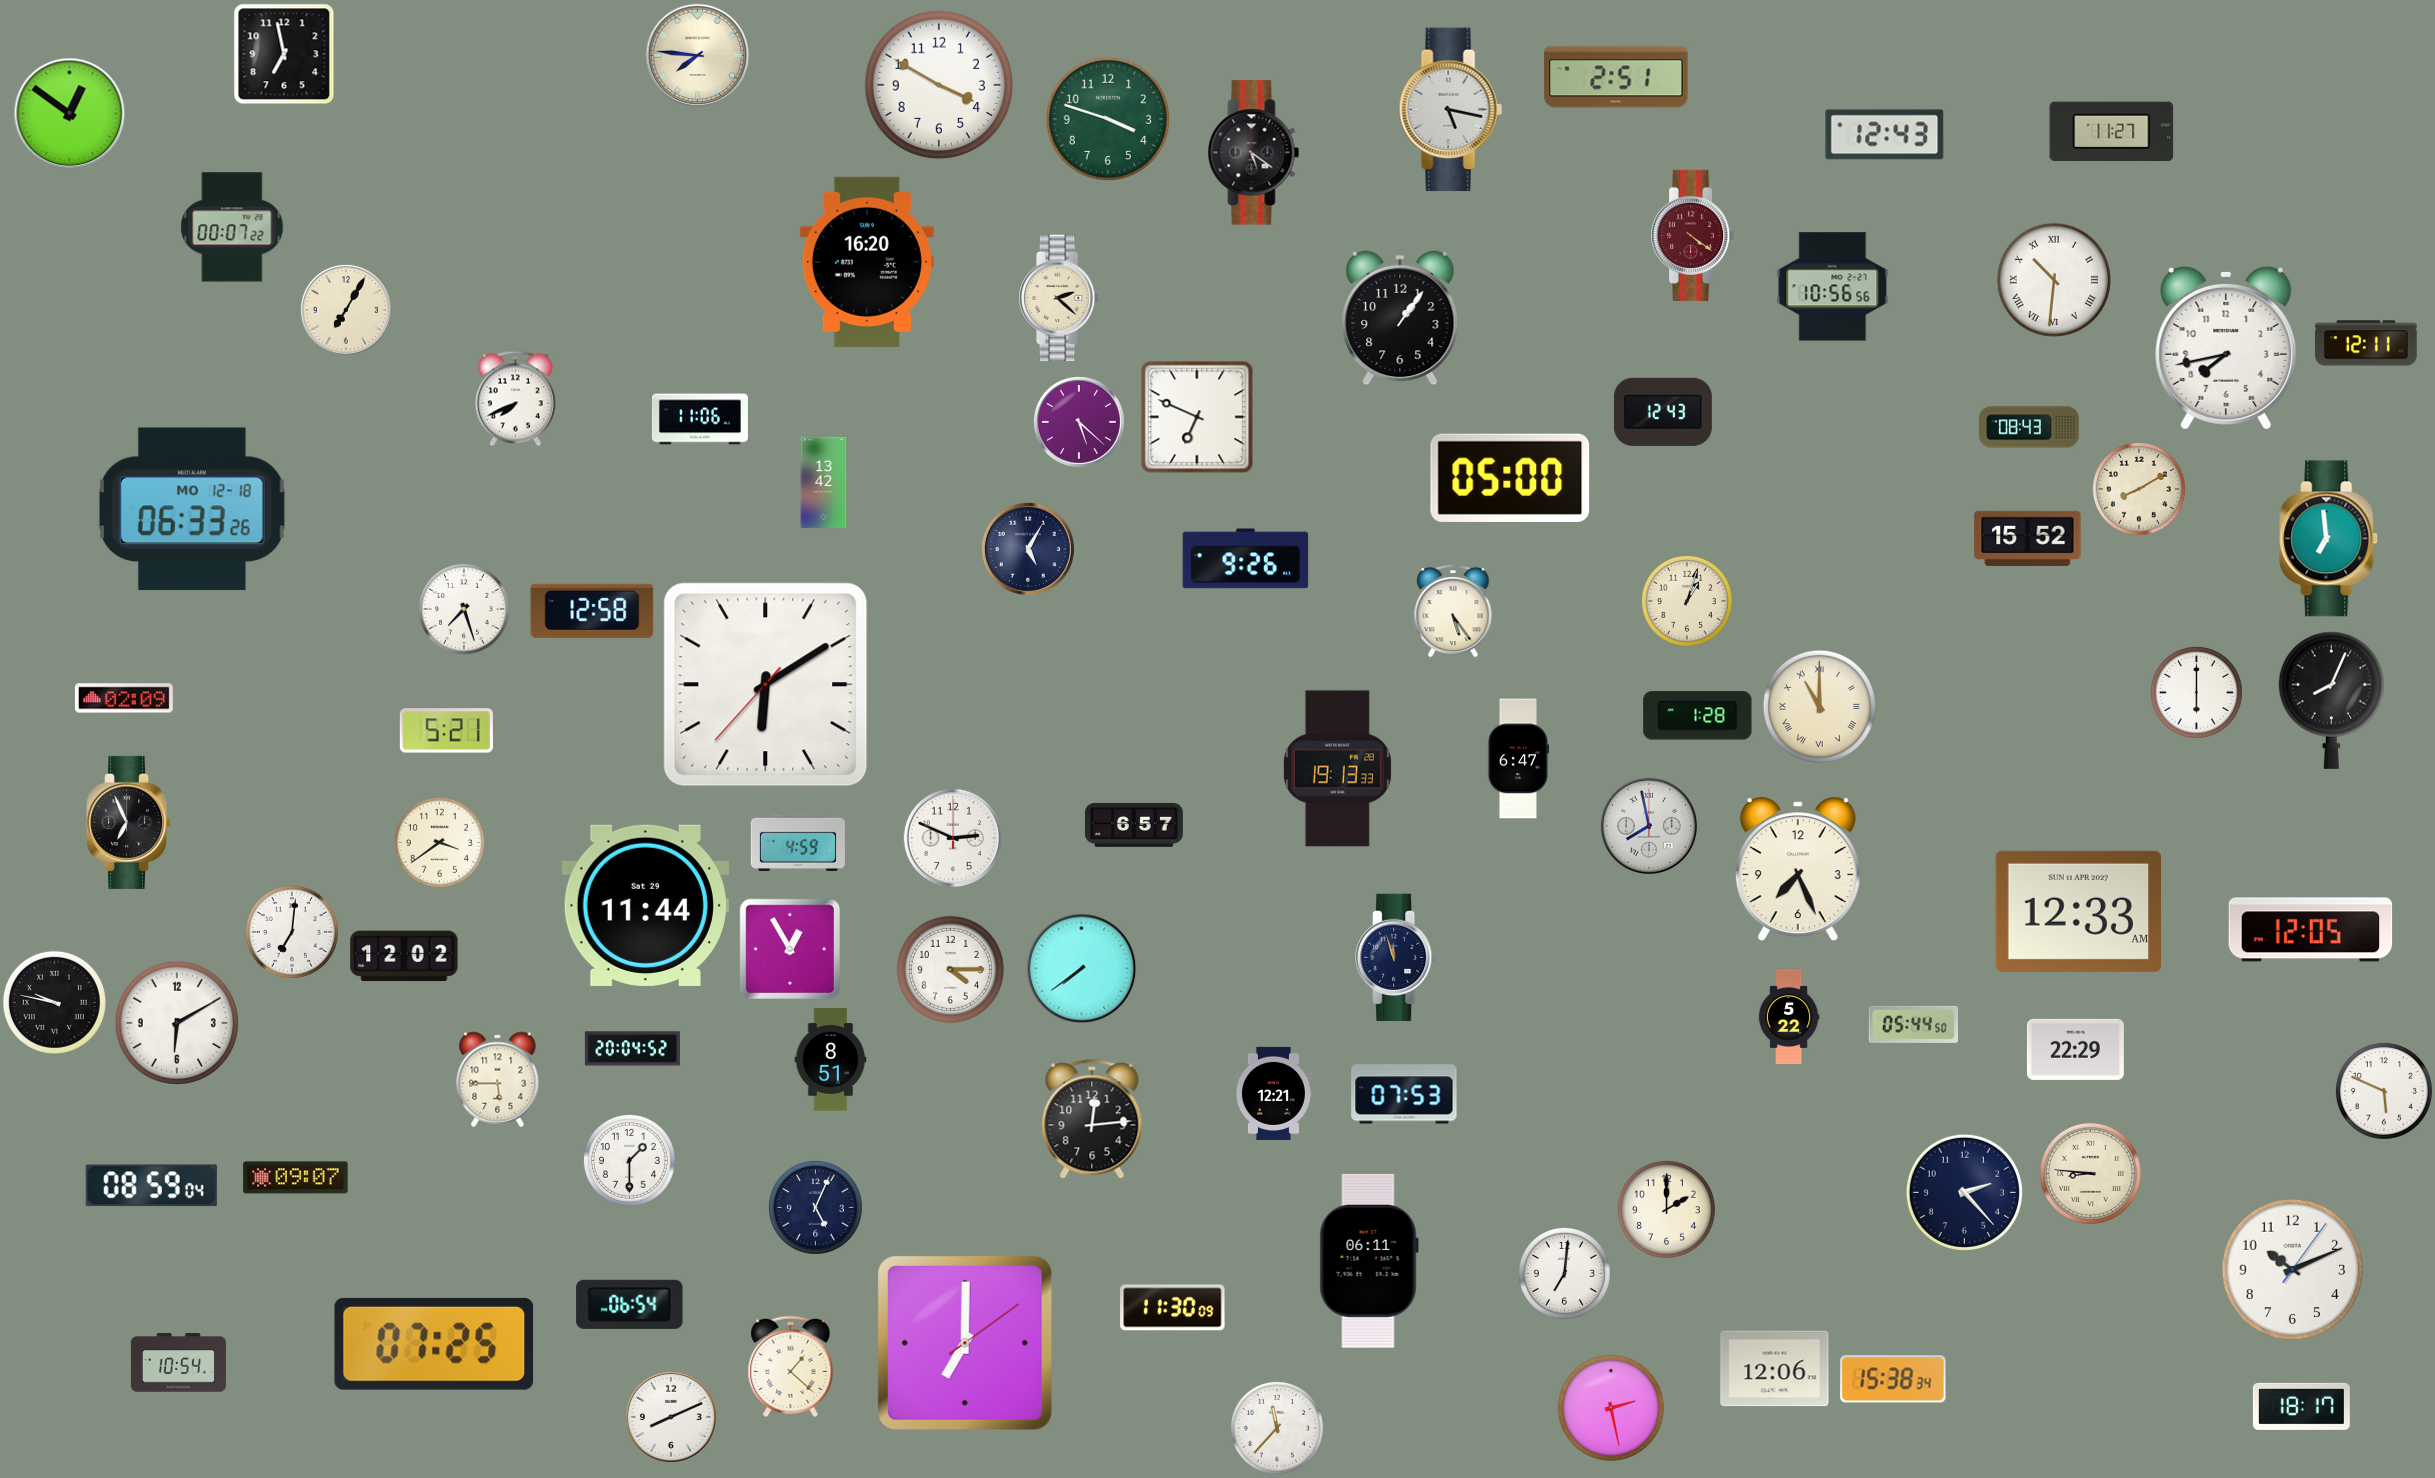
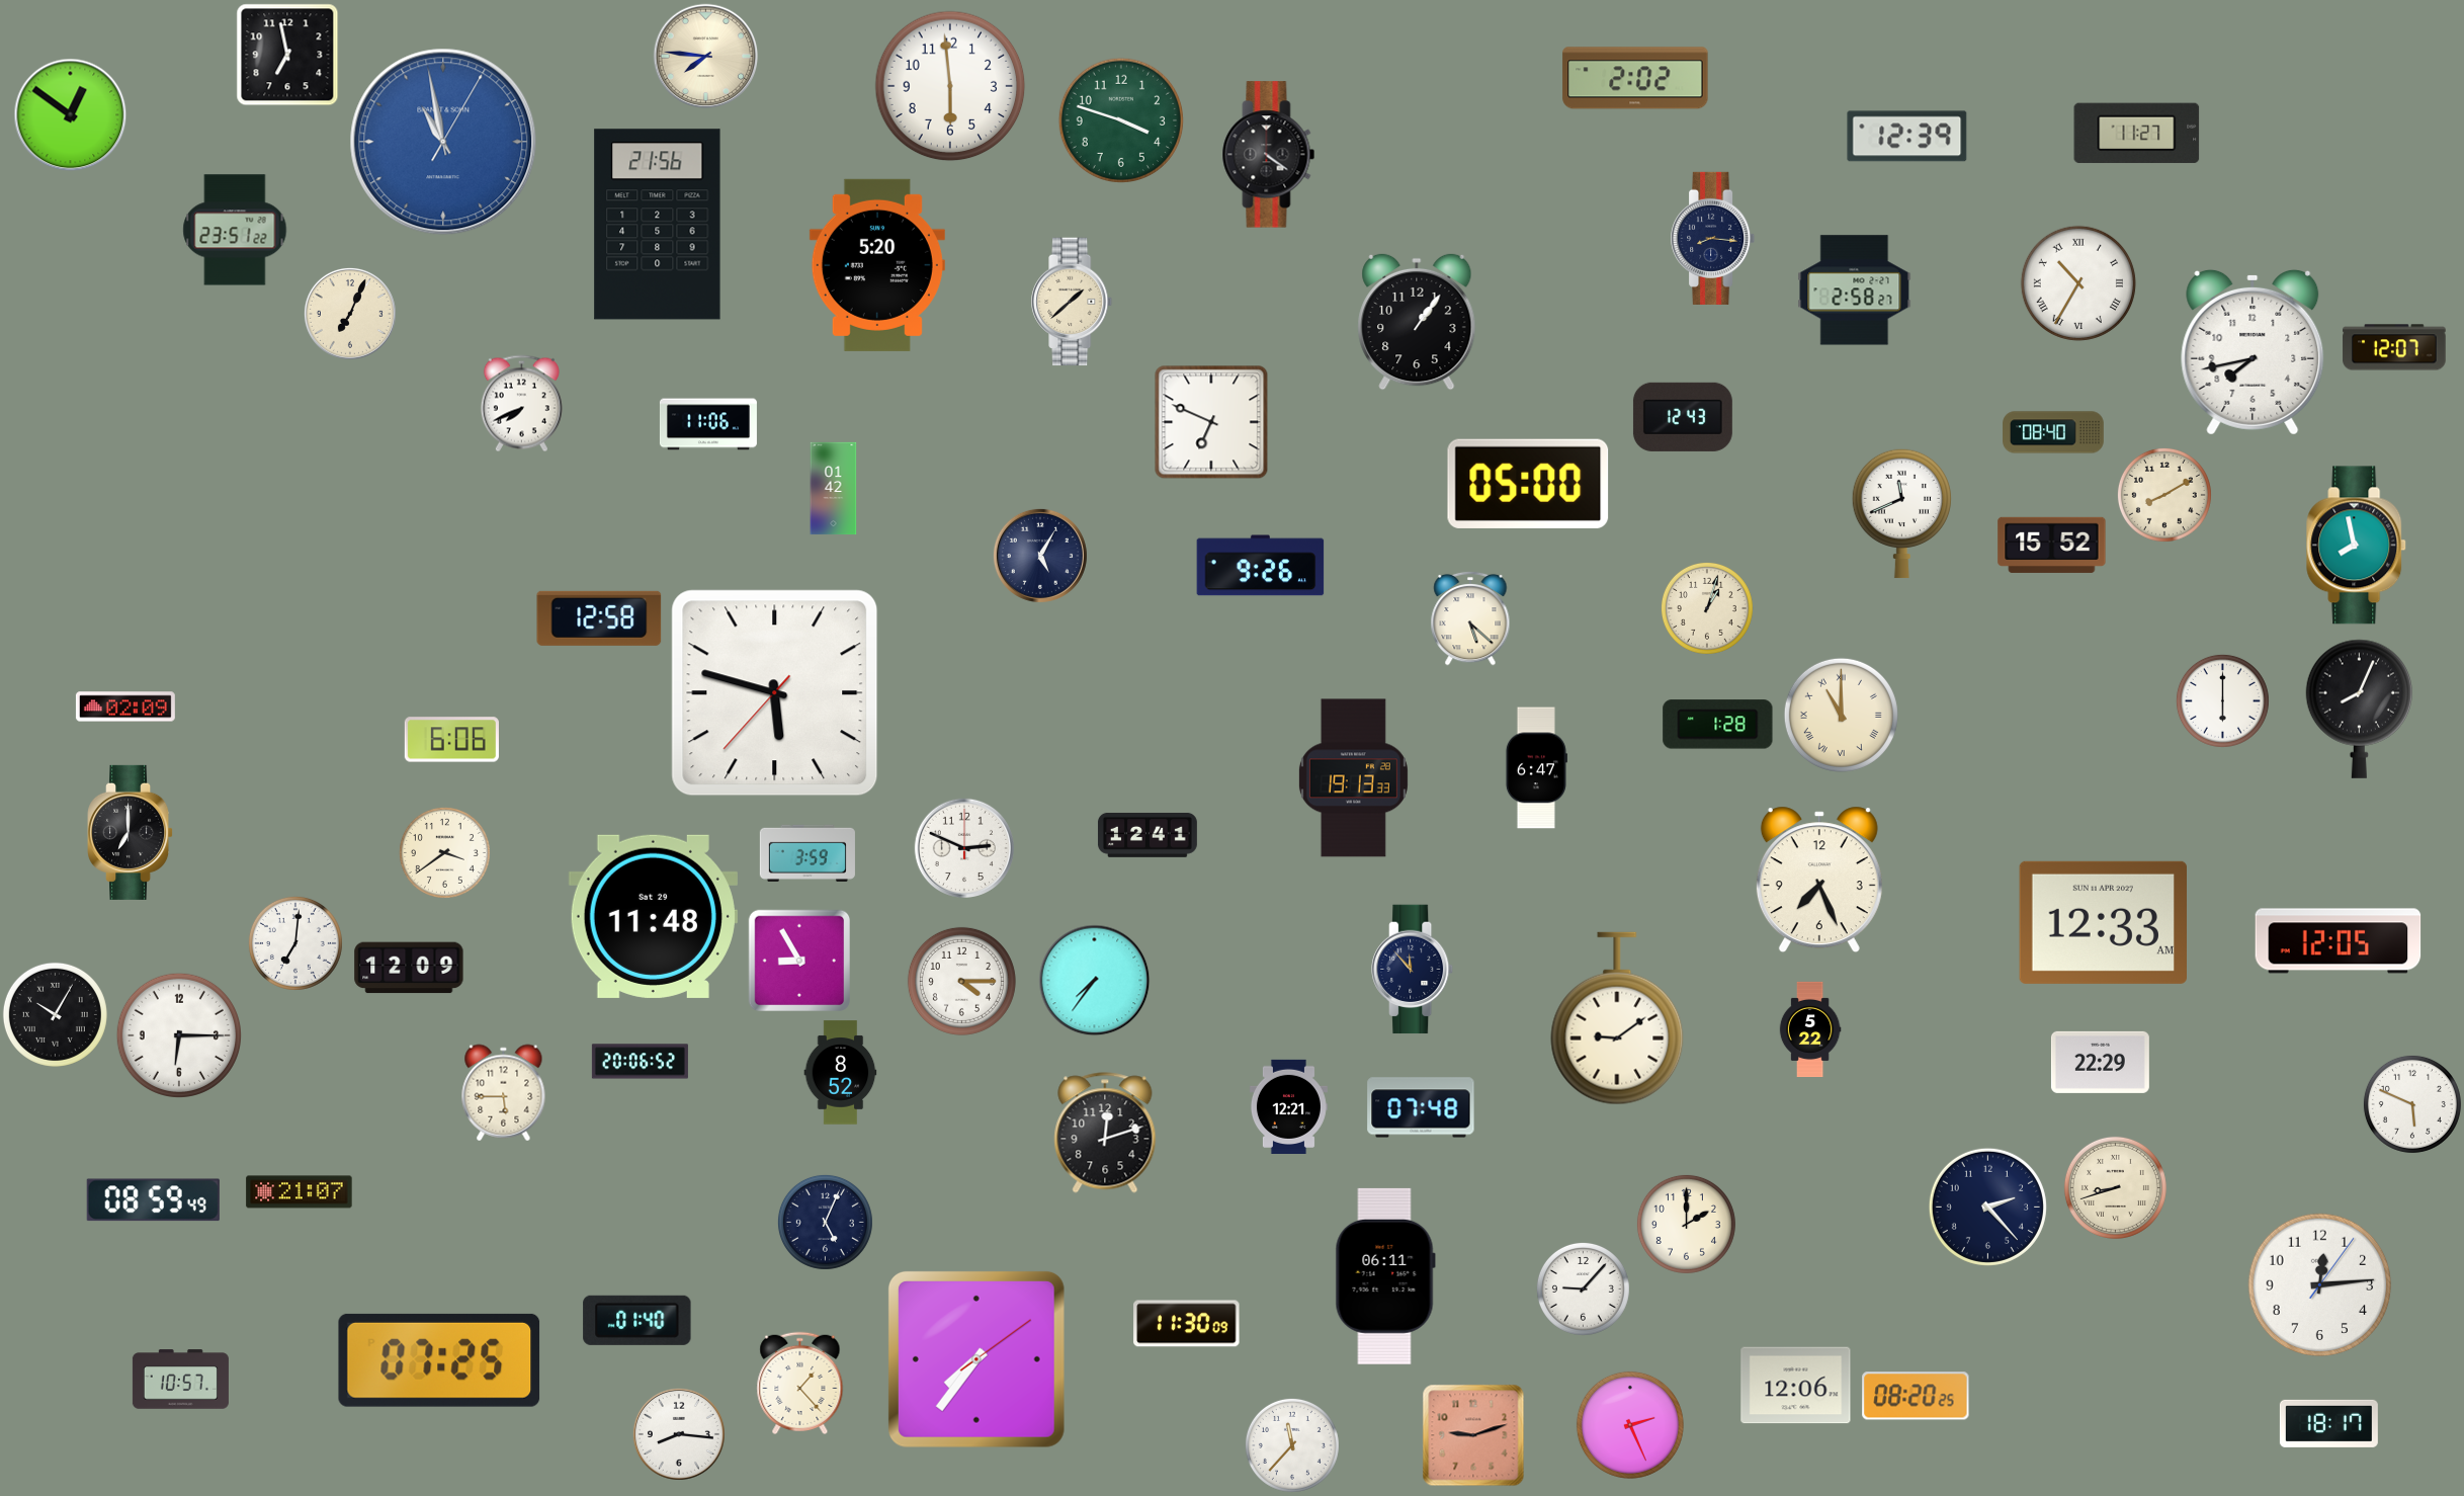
clock at (1616, 77): 2:51 -> 2:02
clock at (939, 85): 3:50 -> 5:59
clock at (1450, 110): 5:17 -> none
clock at (1885, 135): 12:43 -> 12:39
clock at (443, 142): none -> 10:58
clock at (1254, 153): 5:21 -> 4:21
clock at (658, 225): none -> 21:56
clock at (232, 227): 00:07 -> 23:51
clock at (1693, 235): 4:21 -> 8:16
clock at (1693, 235) dial: burgundy -> navy
clock at (867, 262): 16:20 -> 5:20
clock at (2054, 280): 10:31 -> 10:35
clock at (1833, 287): 10:56 -> 2:58
clock at (1060, 298): 2:22 -> 1:38
clock at (346, 310): 7:05 -> 7:04
clock at (2366, 343): 12:11 -> 12:07
clock at (1079, 422): 5:22 -> none
clock at (2029, 427): 08:43 -> 08:40
clock at (824, 483): 13:42 -> 01:42
clock at (1901, 513): none -> 11:41
clock at (192, 509): 06:33 -> none
clock at (2329, 539): 6:59 -> 7:58
clock at (464, 609): 7:27 -> none
clock at (1453, 611): 5:24 -> 5:22
clock at (766, 685): 6:09 -> 5:47
clock at (446, 731): 5:21 -> 6:06
clock at (129, 822): 6:56 -> 7:00
clock at (1134, 825): 6:57 -> 12:41
clock at (1649, 826): 7:58 -> none
clock at (798, 843): 4:59 -> 3:59
clock at (645, 905): 11:44 -> 11:48
clock at (789, 948): 12:55 -> 8:55
clock at (404, 956): 12:02 -> 12:09
clock at (1396, 958): 11:57 -> 11:53
clock at (1082, 969): 7:39 -> 7:36
clock at (54, 1002): 9:47 -> 10:05
clock at (1617, 1018): none -> 9:09
clock at (177, 1023): 6:10 -> 6:15
clock at (1914, 1024): 05:44 -> none
clock at (632, 1049): 20:04 -> 20:06
clock at (831, 1060): 8:51 -> 8:52
clock at (1404, 1094): 07:53 -> 07:48
clock at (1092, 1119): 12:14 -> 12:12
clock at (629, 1160): 1:30 -> none
clock at (2090, 1173): 8:46 -> 8:42
clock at (296, 1178): 09:07 -> 21:07
clock at (151, 1186): 08:59:04 -> 08:59:49
clock at (2293, 1270): 10:11 -> 12:14
clock at (1564, 1273): 7:01 -> 9:07
clock at (630, 1304): 06:54 -> 01:40
clock at (965, 1343): 7:00 -> 7:36
clock at (178, 1363): 10:54 -> 10:57
clock at (791, 1366): 1:22 -> 1:23
clock at (1893, 1379): 15:38 -> 08:20
clock at (1611, 1408): 2:28 -> 2:26
clock at (671, 1417): 8:11 -> 8:16
clock at (1473, 1435): none -> 9:12
